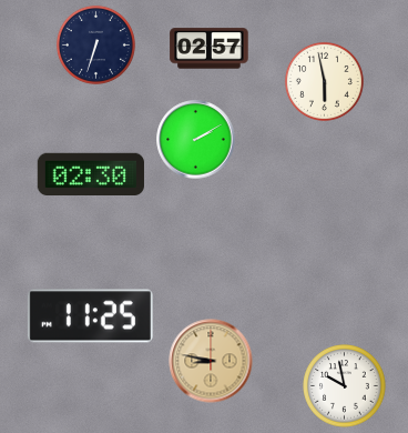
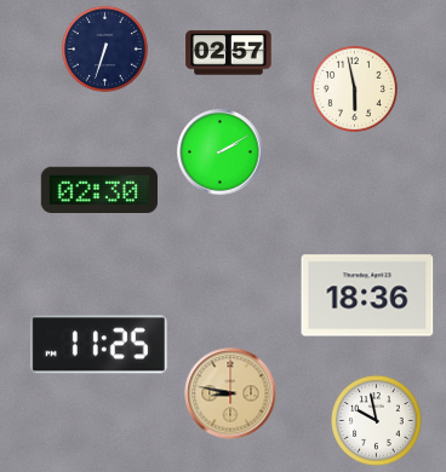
clock at (196, 140) position: (196, 140) -> (221, 152)
clock at (367, 295): none -> 18:36
